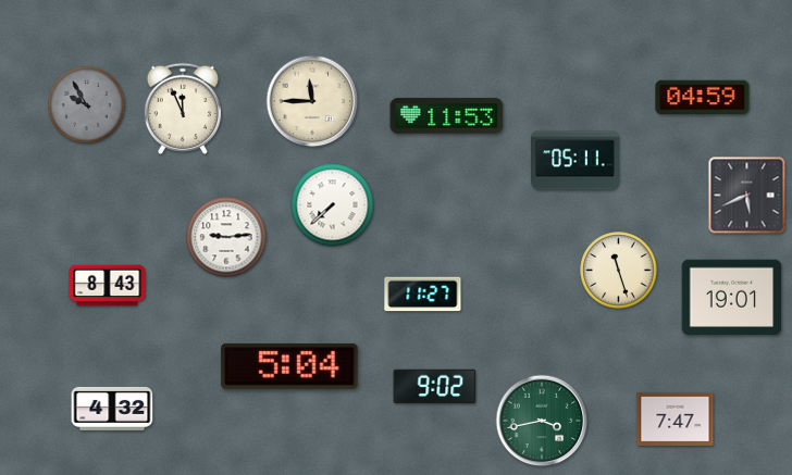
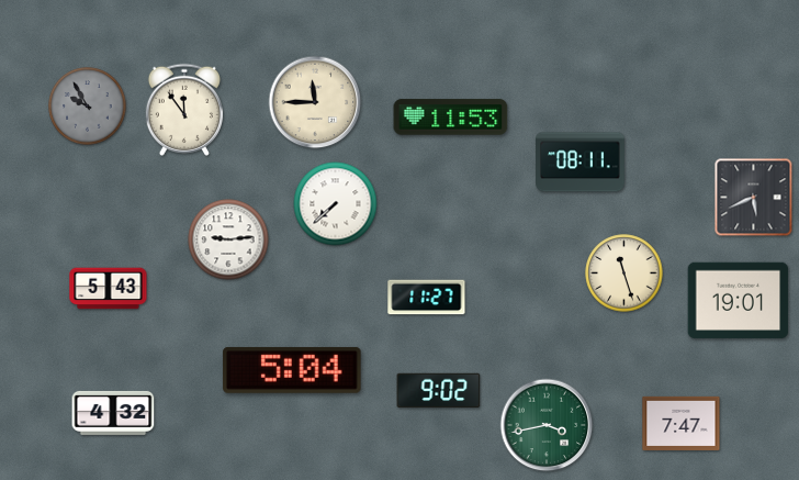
clock at (703, 98): 04:59 -> none
clock at (183, 109): 11:56 -> 11:54
clock at (576, 161): 05:11 -> 08:11
clock at (333, 205) position: (333, 205) -> (336, 204)
clock at (108, 286): 8:43 -> 5:43
